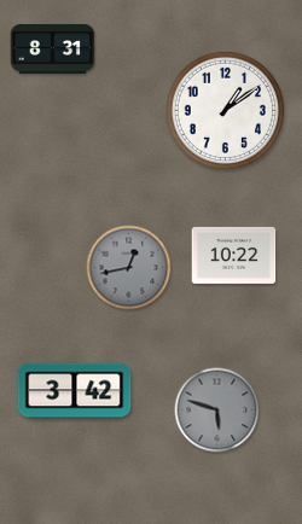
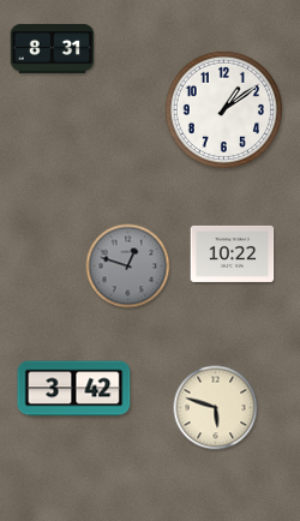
clock at (129, 268): 12:43 -> 12:48
clock at (217, 411) dial: grey -> cream
